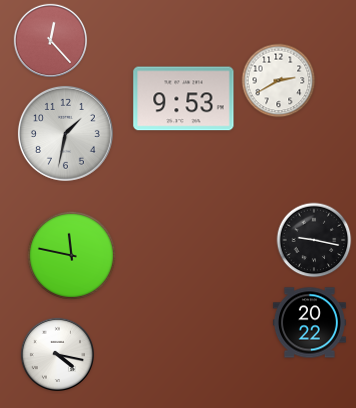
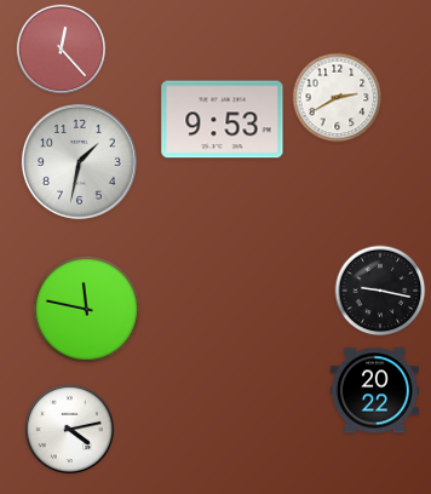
clock at (57, 354): 4:17 -> 4:13
